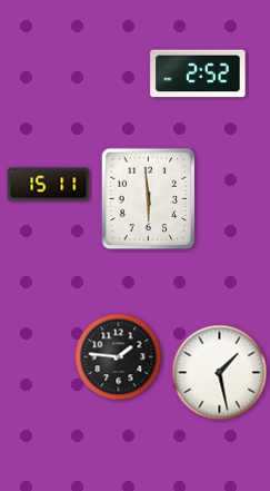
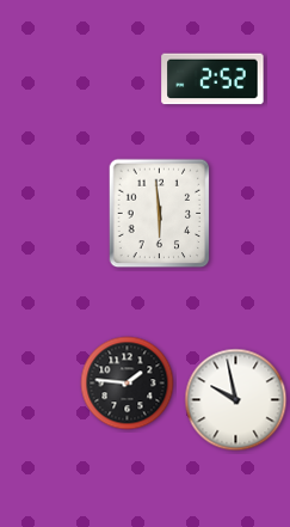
clock at (49, 185): 15:11 -> none
clock at (220, 373): 1:28 -> 9:58
